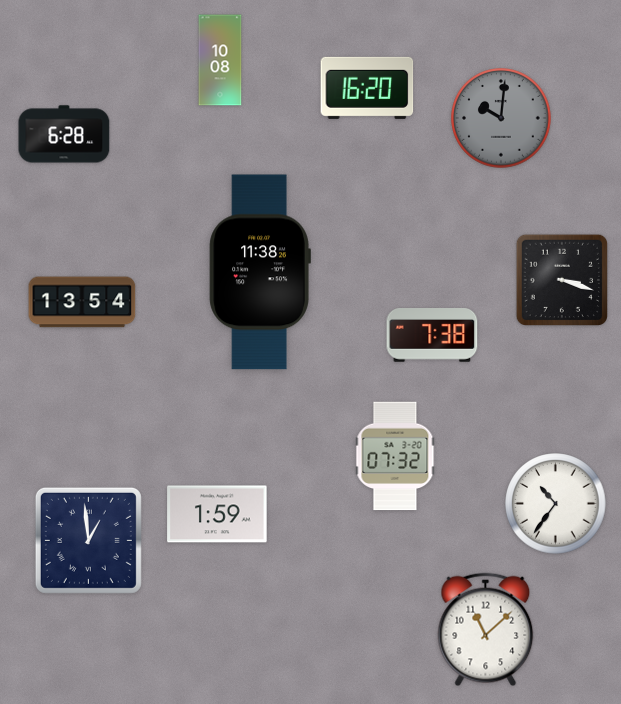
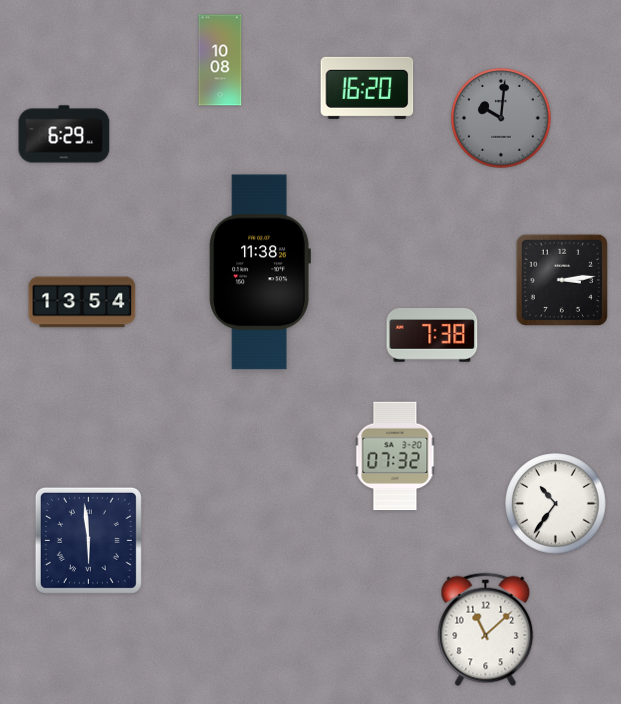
clock at (64, 134): 6:28 -> 6:29
clock at (562, 280): 3:18 -> 3:14
clock at (217, 514): 1:59 -> none
clock at (88, 540): 12:59 -> 5:59
